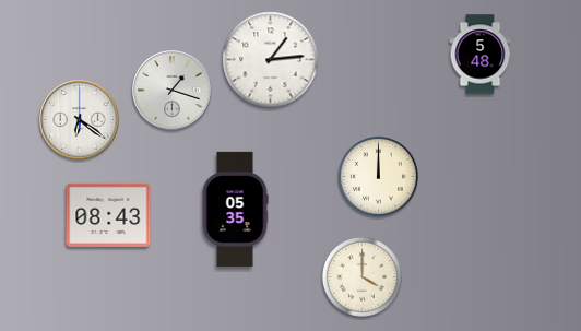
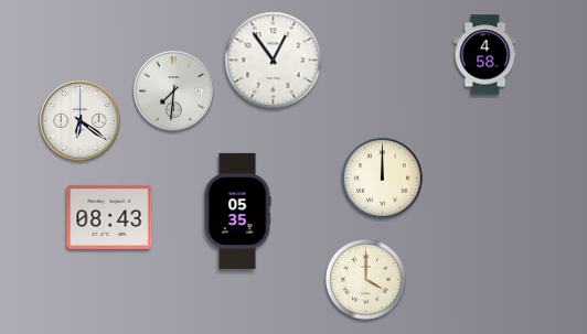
clock at (481, 55): 5:48 -> 4:58
clock at (271, 60): 1:14 -> 12:54
clock at (173, 91): 1:18 -> 7:31
